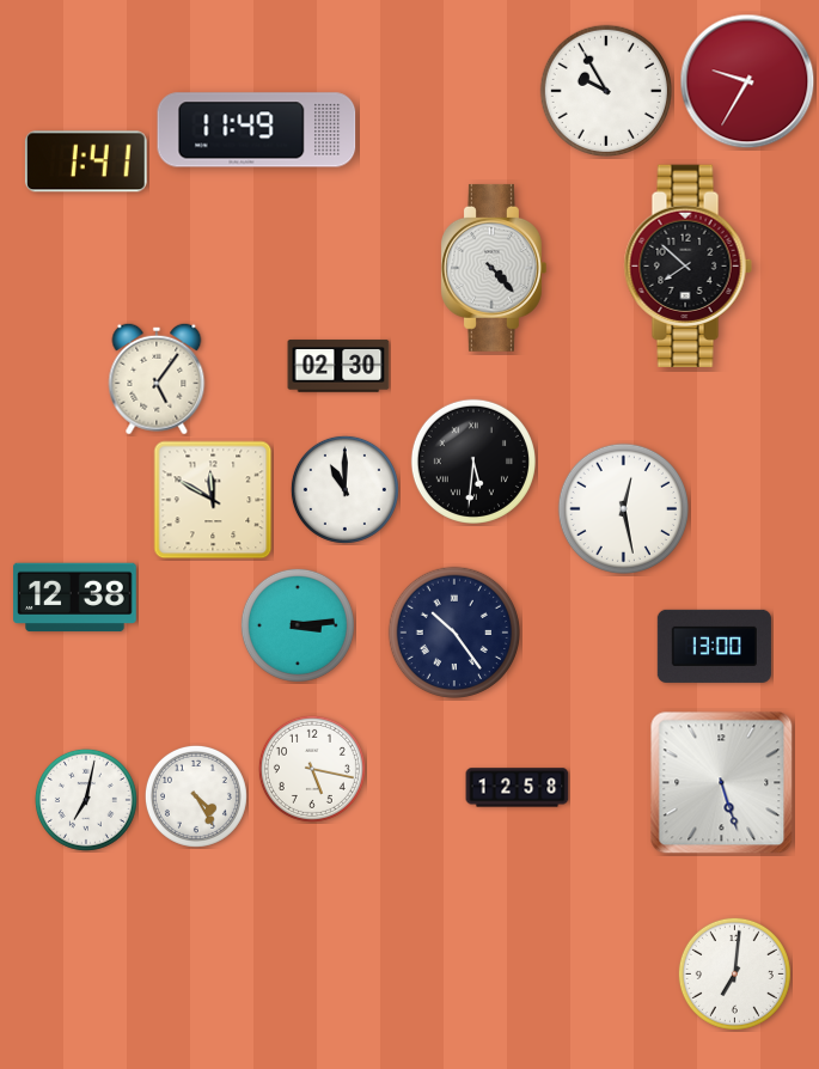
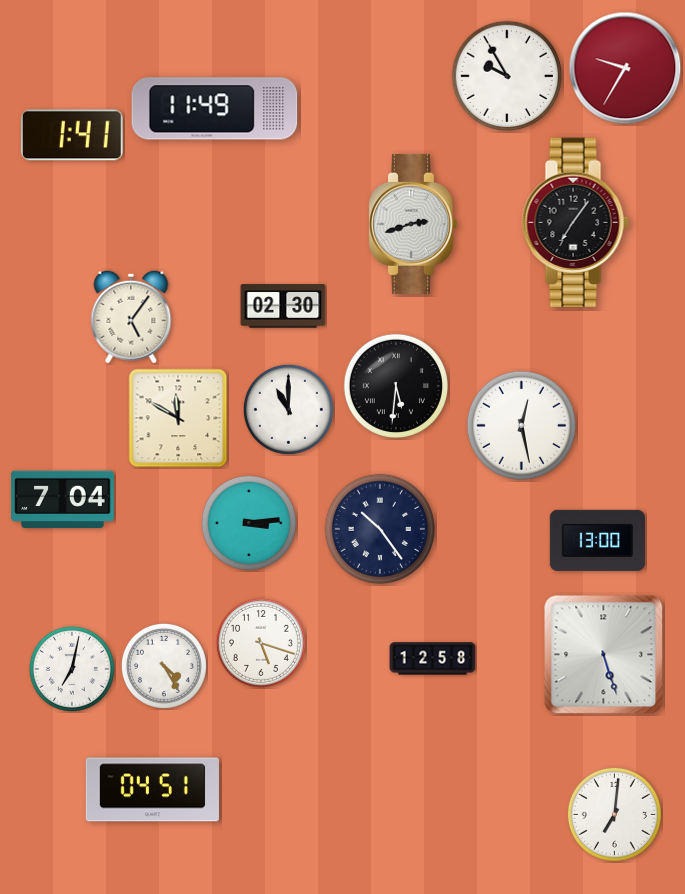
clock at (687, 265): 7:52 -> 7:06
clock at (494, 268): 4:23 -> 2:42
clock at (75, 598): 12:38 -> 7:04
clock at (312, 769): 5:17 -> 5:18
clock at (152, 790): none -> 04:51
